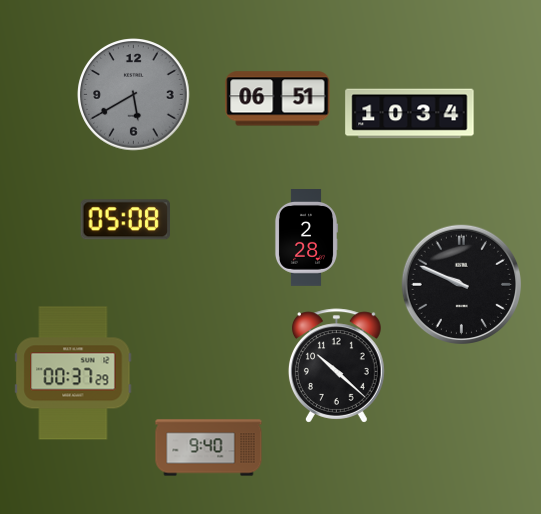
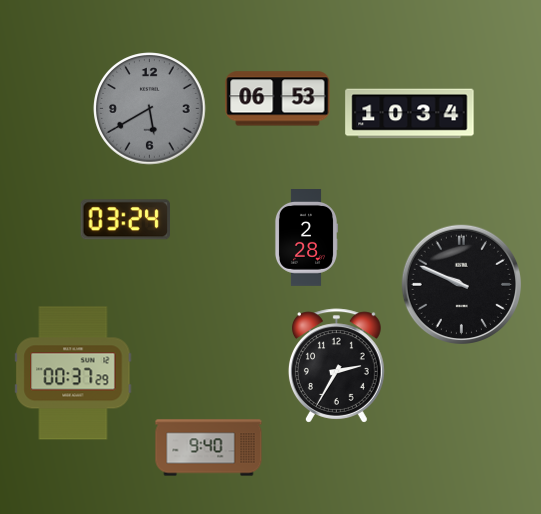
clock at (134, 95) position: (134, 95) -> (150, 109)
clock at (278, 99): 06:51 -> 06:53
clock at (125, 220): 05:08 -> 03:24
clock at (336, 366): 10:22 -> 2:35
